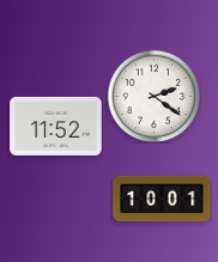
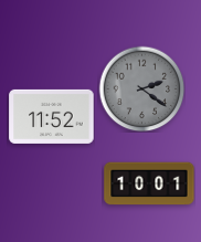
clock at (153, 96) dial: white -> grey
